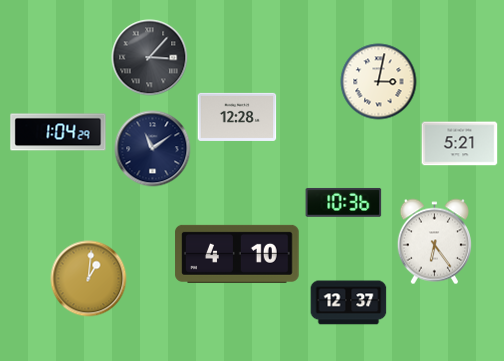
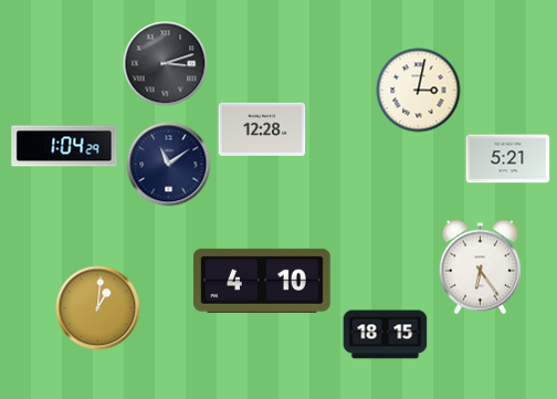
clock at (150, 58): 3:07 -> 3:12
clock at (344, 202): 10:36 -> none
clock at (349, 303): 12:37 -> 18:15
